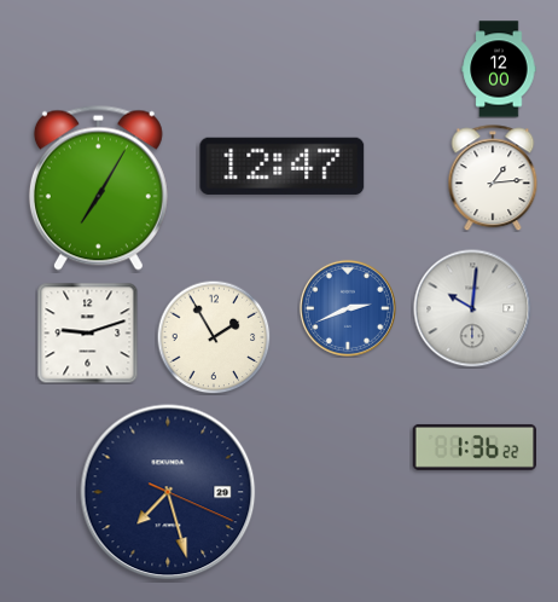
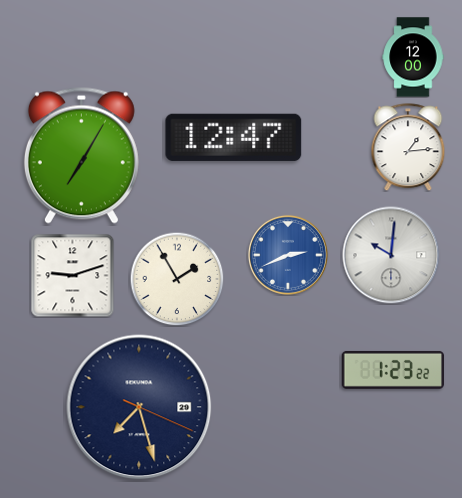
clock at (475, 447): 1:36 -> 1:23
